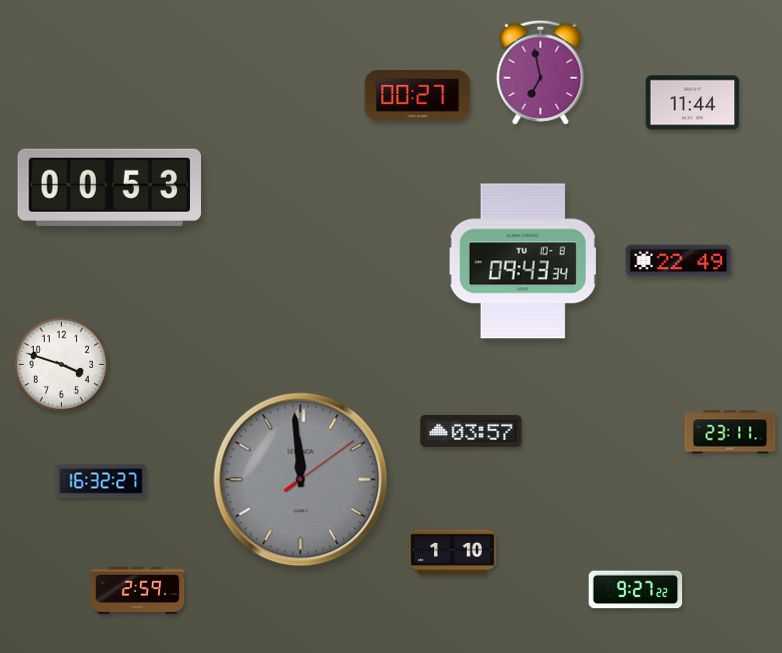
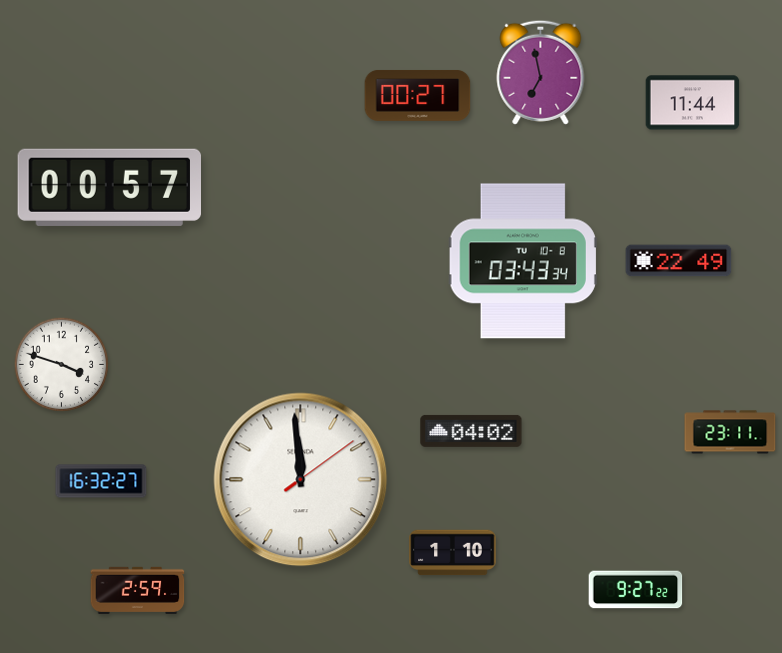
clock at (109, 187): 00:53 -> 00:57
clock at (523, 261): 09:43 -> 03:43
clock at (471, 431): 03:57 -> 04:02
clock at (301, 480) dial: grey -> white
